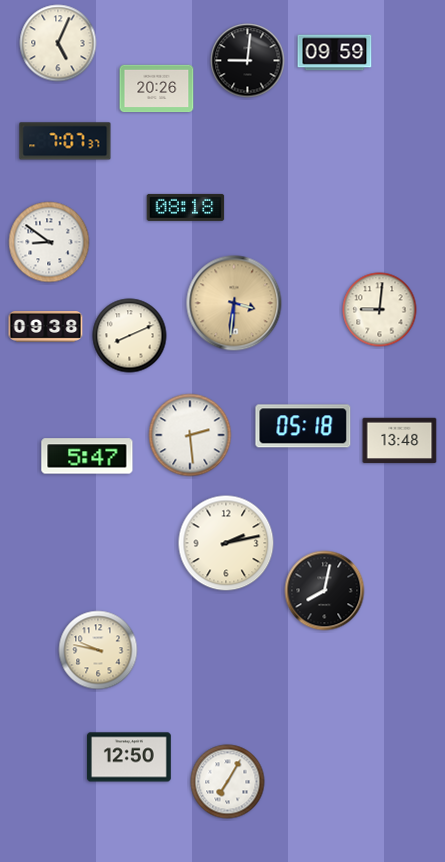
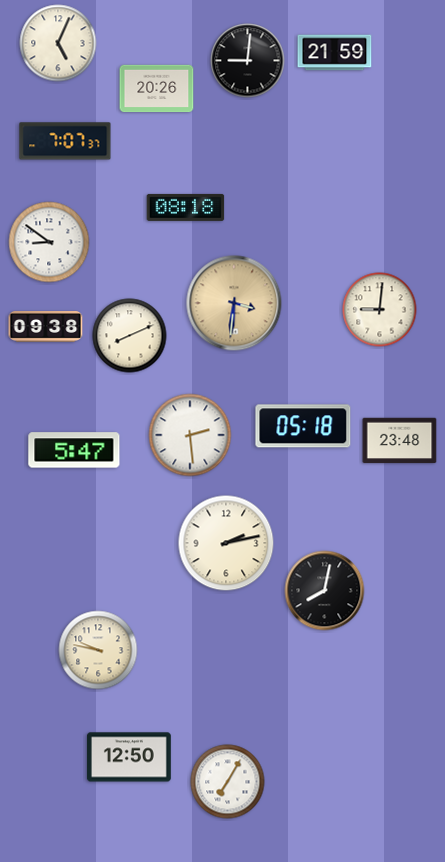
clock at (335, 53): 09:59 -> 21:59
clock at (400, 441): 13:48 -> 23:48
clock at (87, 456) position: (87, 456) -> (74, 450)
